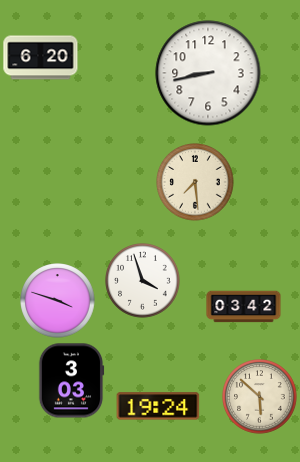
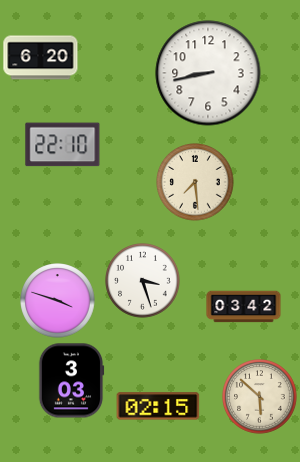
clock at (63, 145): none -> 22:10
clock at (143, 281): 3:57 -> 3:27
clock at (158, 406): 19:24 -> 02:15
